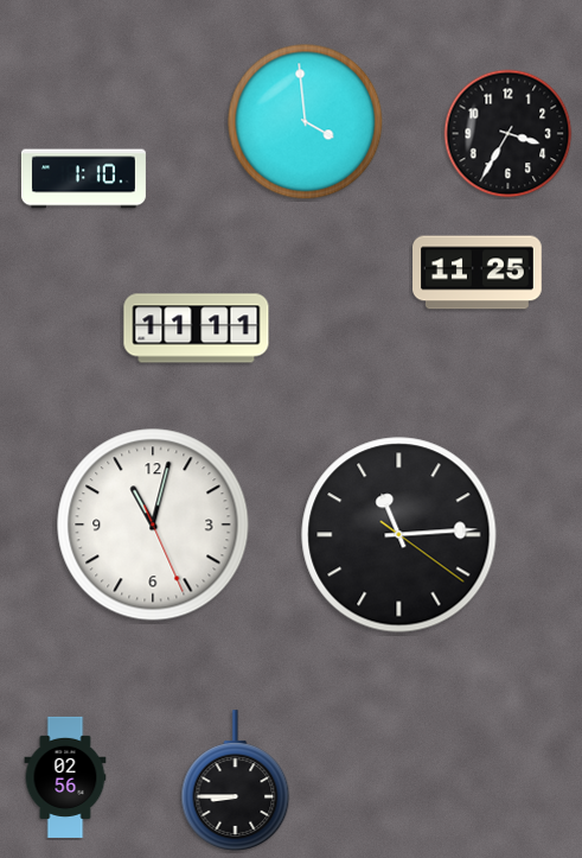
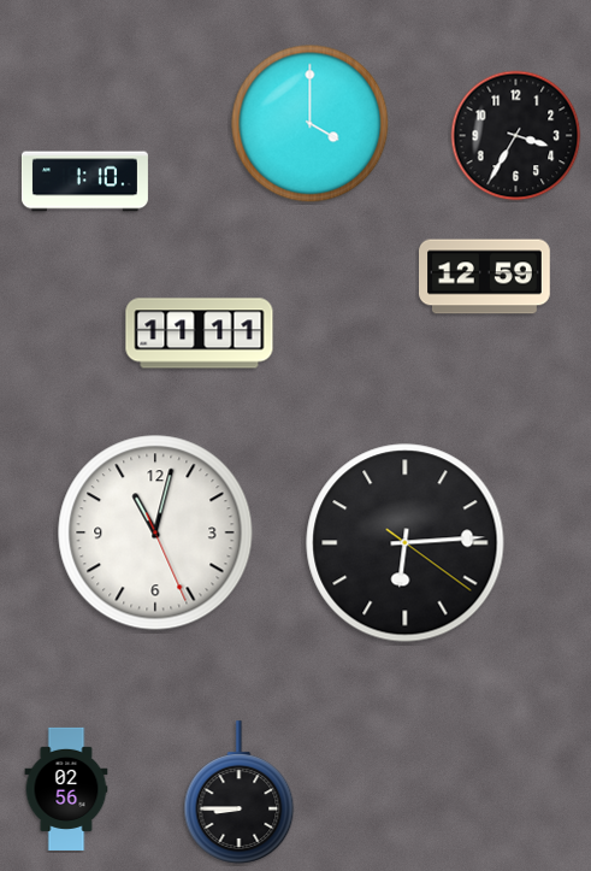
clock at (306, 122): 3:59 -> 4:00
clock at (478, 273): 11:25 -> 12:59
clock at (399, 535): 11:14 -> 6:14
